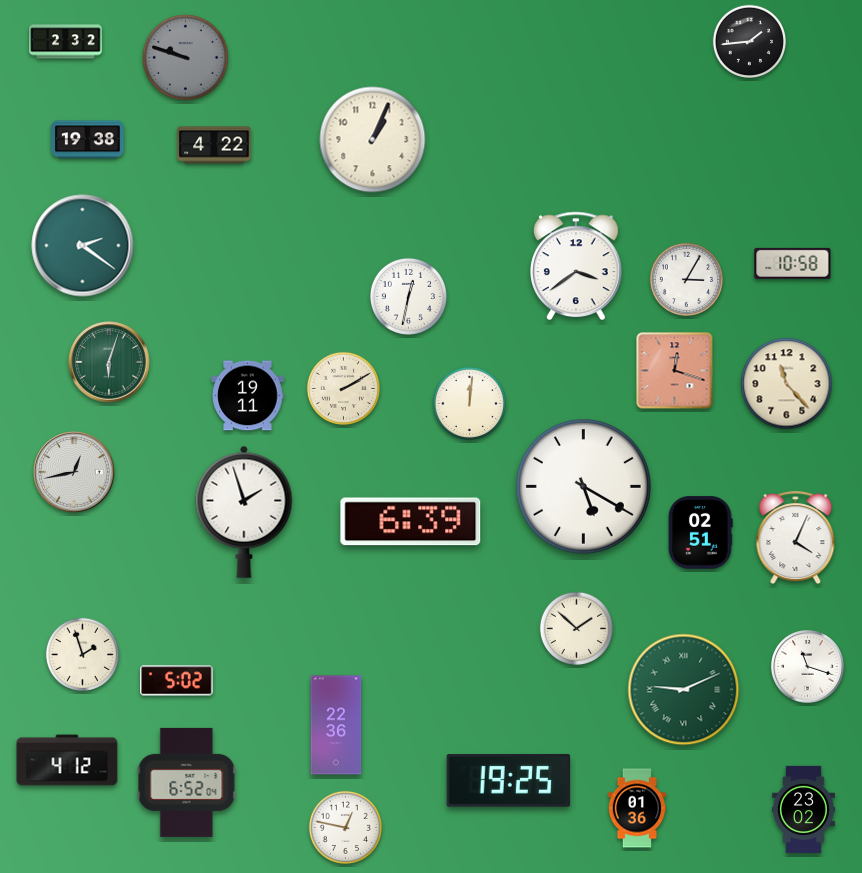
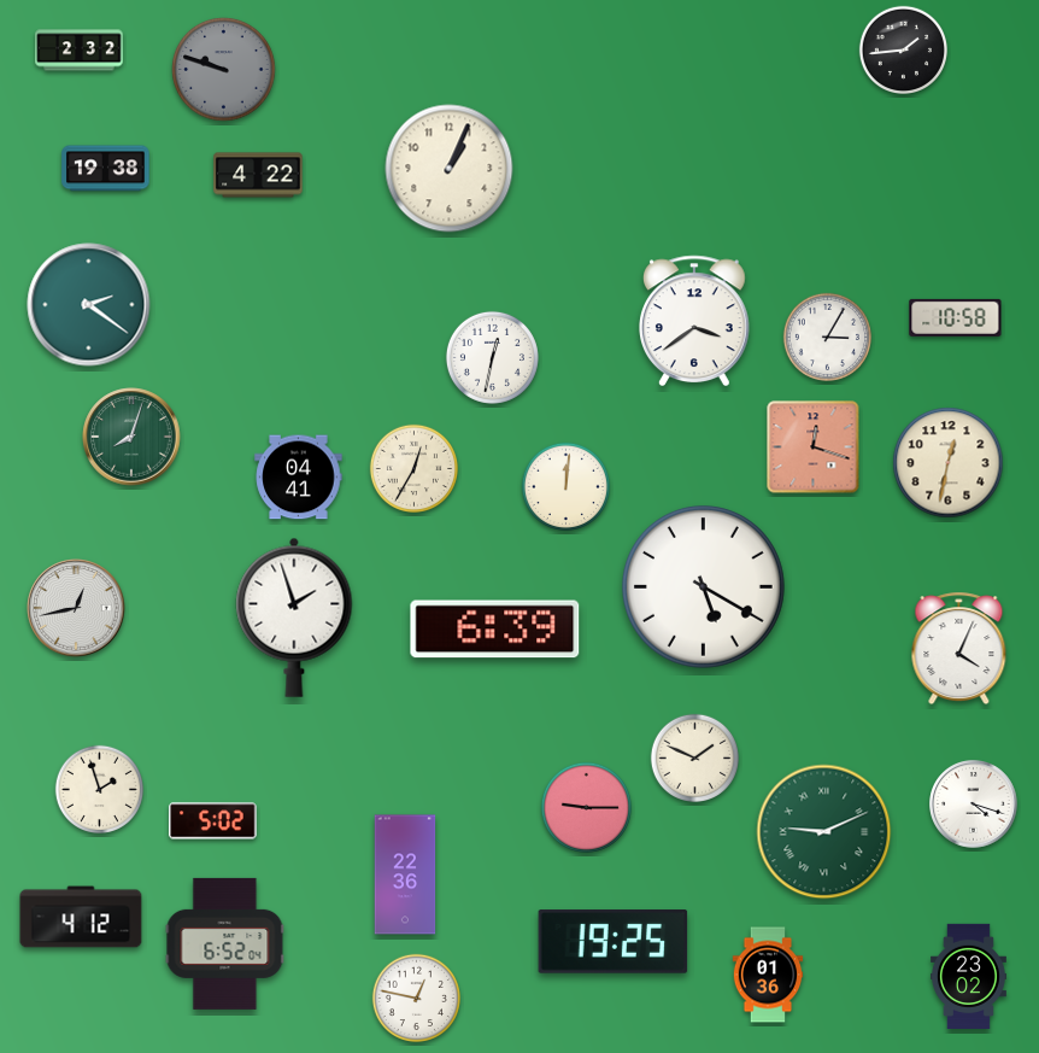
clock at (83, 246) position: (83, 246) -> (89, 305)
clock at (109, 362): 6:03 -> 8:03
clock at (787, 384): 11:23 -> 12:32
clock at (343, 388): 2:10 -> 12:35
clock at (248, 396): 19:11 -> 04:41
clock at (74, 472) position: (74, 472) -> (76, 608)
clock at (700, 533): 02:51 -> none
clock at (576, 628): 1:52 -> 1:49
clock at (808, 667): 11:18 -> 4:18
clock at (586, 807): none -> 9:15
